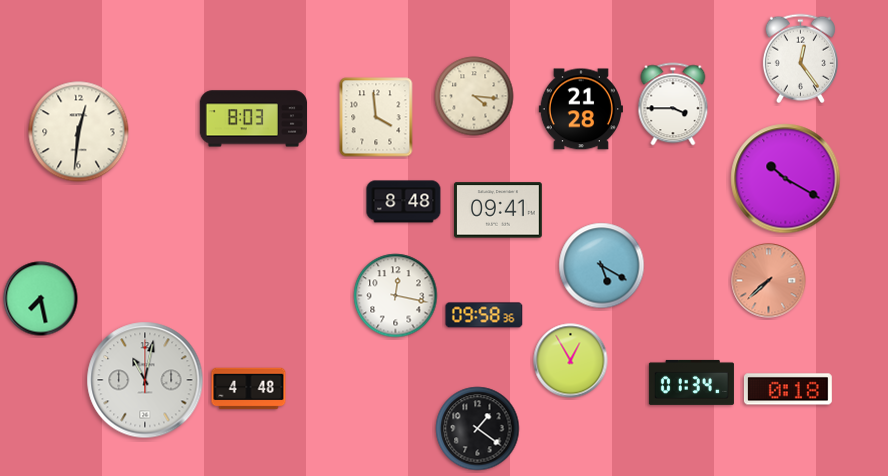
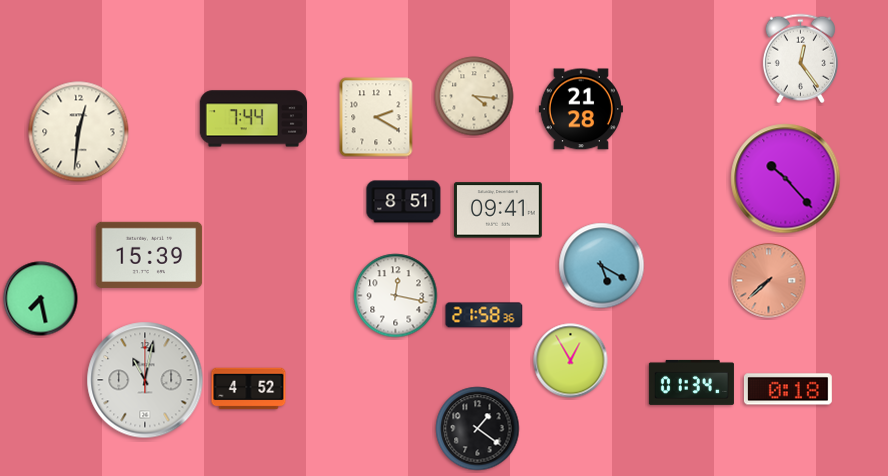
clock at (673, 104): 3:45 -> none
clock at (376, 117): 3:59 -> 2:20
clock at (254, 119): 8:03 -> 7:44
clock at (786, 179): 10:20 -> 10:23
clock at (404, 202): 8:48 -> 8:51
clock at (149, 255): none -> 15:39
clock at (484, 315): 09:58 -> 21:58
clock at (249, 389): 4:48 -> 4:52
